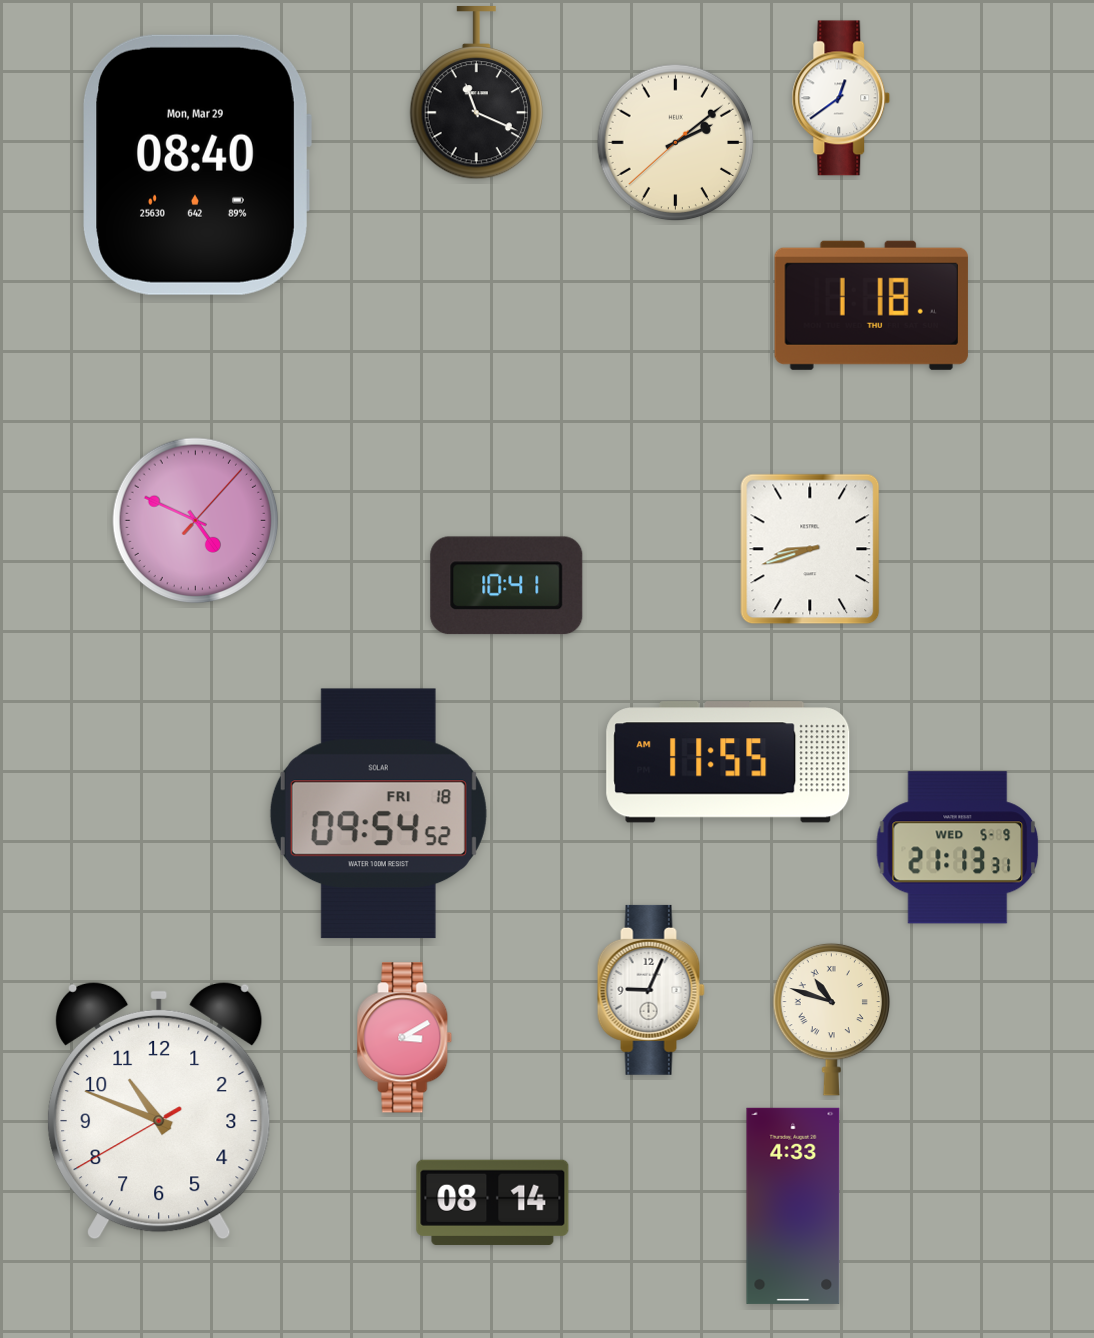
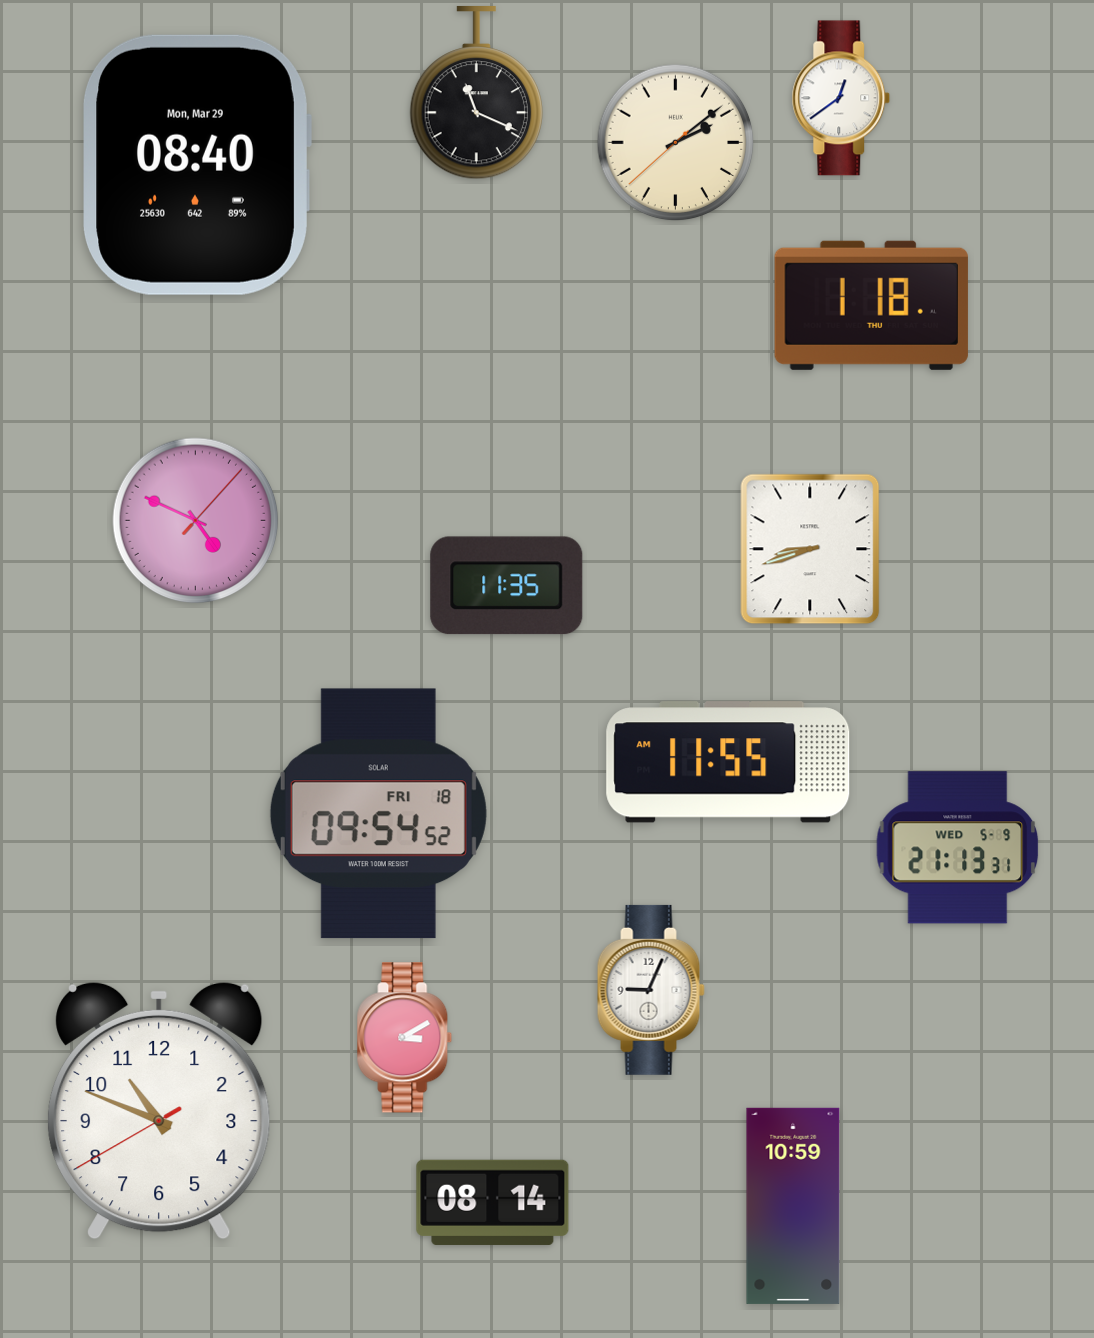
clock at (507, 586): 10:41 -> 11:35
clock at (832, 1019): 10:48 -> none
clock at (793, 1206): 4:33 -> 10:59
